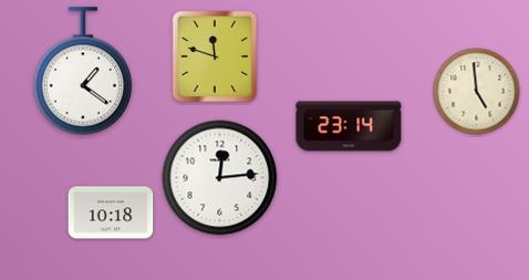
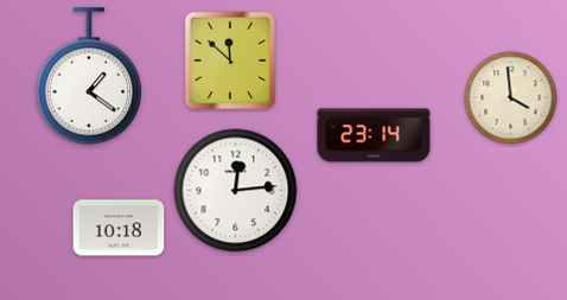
clock at (215, 56): 11:48 -> 11:52
clock at (477, 92): 4:59 -> 3:59
